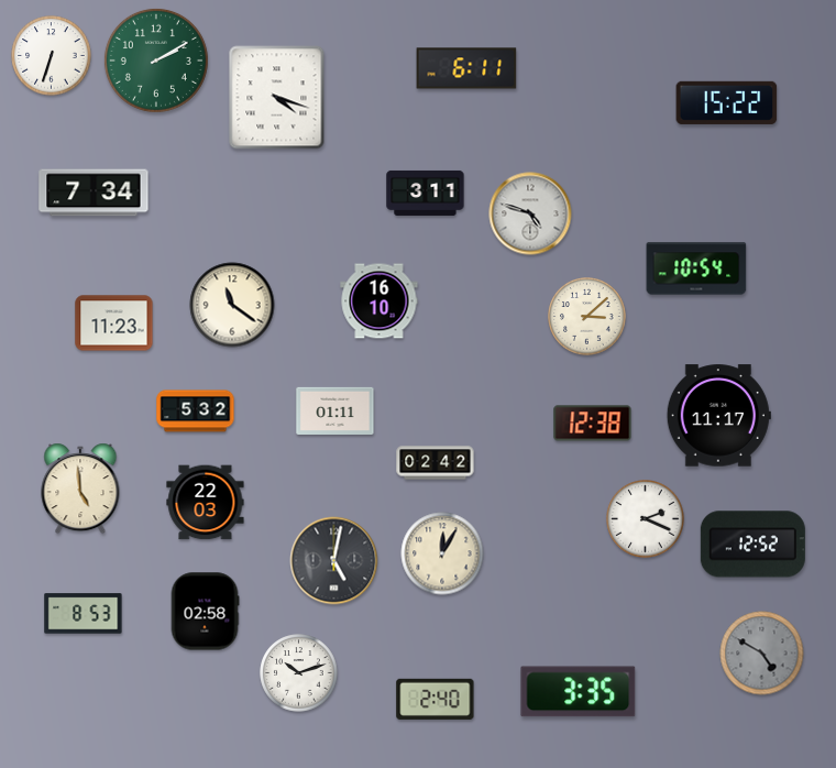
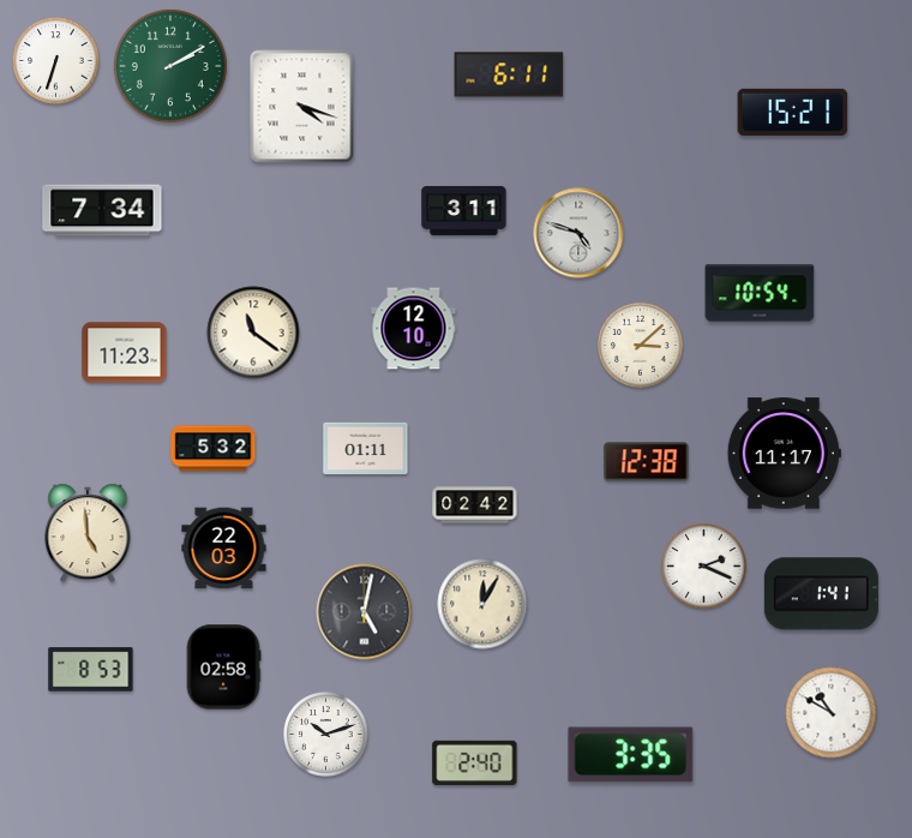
clock at (727, 102): 15:22 -> 15:21
clock at (380, 301): 16:10 -> 12:10
clock at (752, 545): 12:52 -> 1:41
clock at (762, 654): 4:50 -> 10:50
clock at (762, 654) dial: grey -> white
